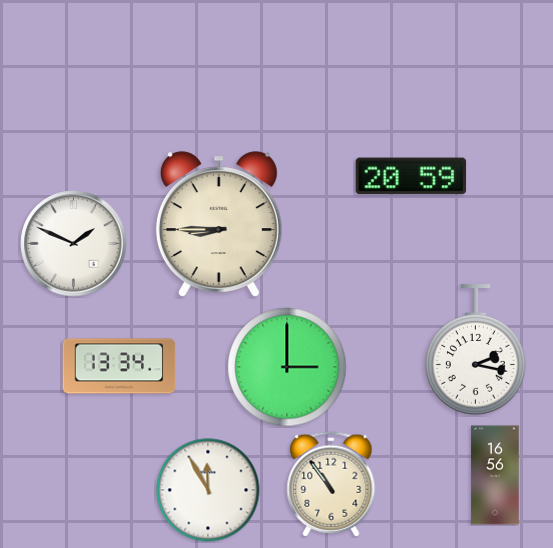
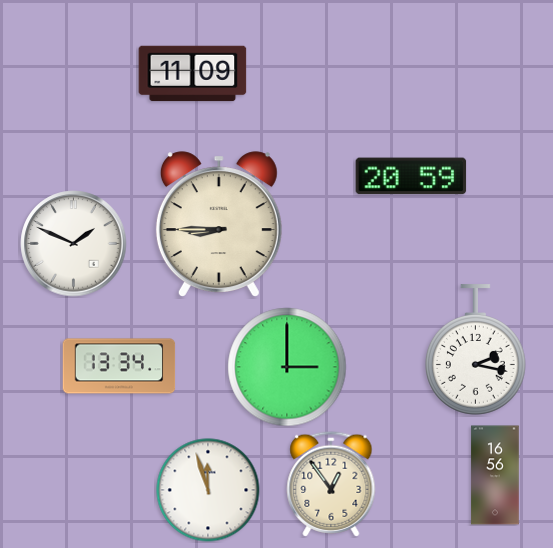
clock at (193, 74): none -> 11:09
clock at (331, 484): 10:54 -> 12:54
clock at (208, 490): 11:55 -> 11:57
